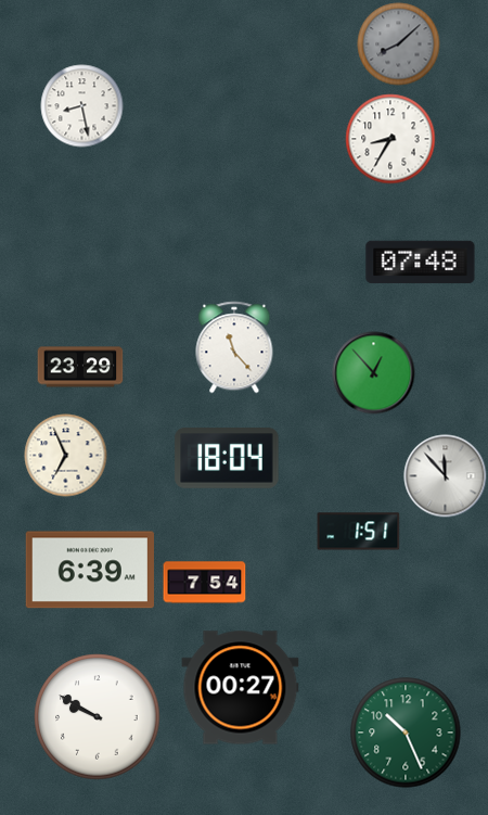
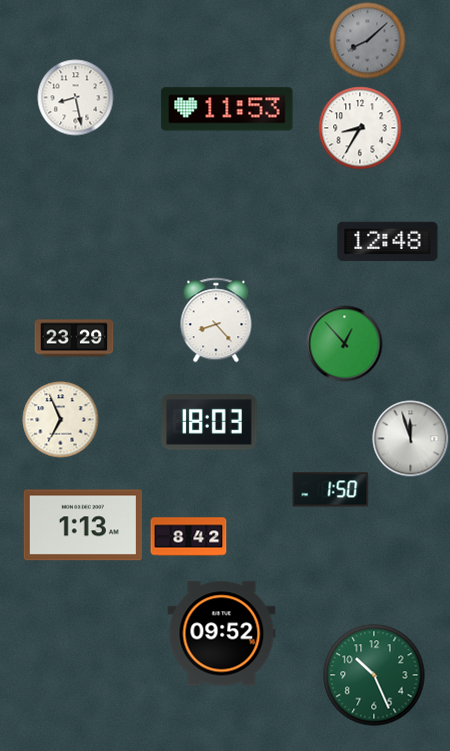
clock at (227, 109): none -> 11:53
clock at (421, 263): 07:48 -> 12:48
clock at (234, 347): 11:23 -> 8:23
clock at (227, 458): 18:04 -> 18:03
clock at (446, 476): 11:53 -> 11:57
clock at (359, 532): 1:51 -> 1:50
clock at (90, 570): 6:39 -> 1:13
clock at (205, 583): 7:54 -> 8:42
clock at (241, 688): 00:27 -> 09:52
clock at (98, 717): 9:50 -> none
